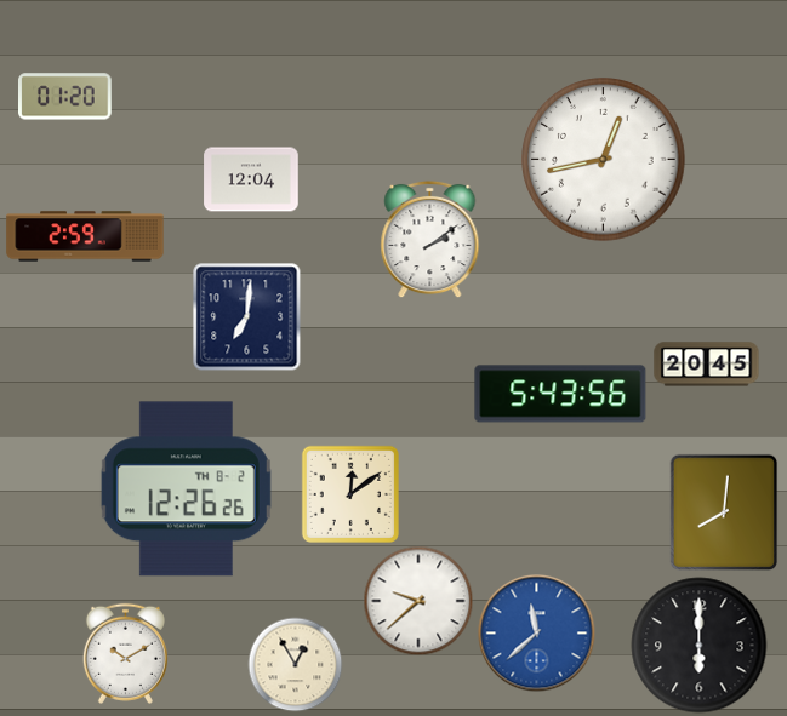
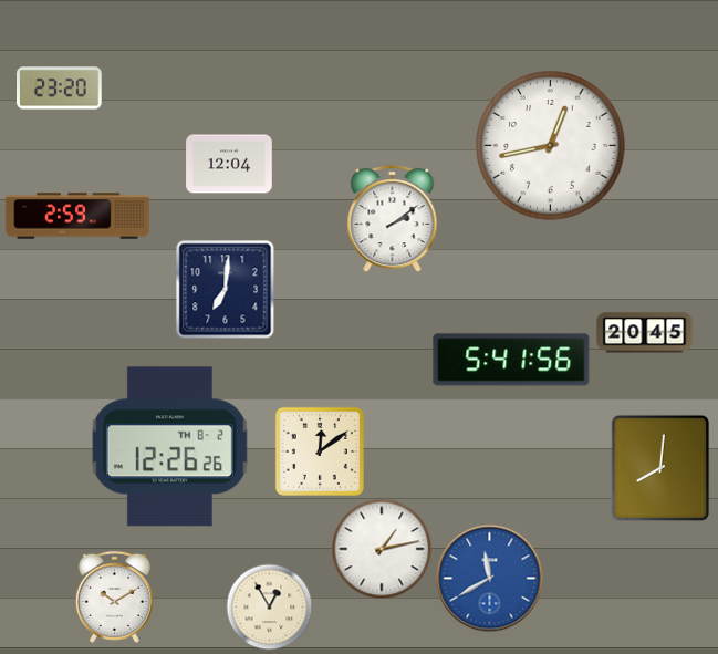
clock at (65, 97): 01:20 -> 23:20
clock at (560, 394): 5:43 -> 5:41
clock at (418, 601): 9:38 -> 1:13
clock at (537, 634): 11:38 -> 11:40
clock at (700, 646): 6:00 -> none
